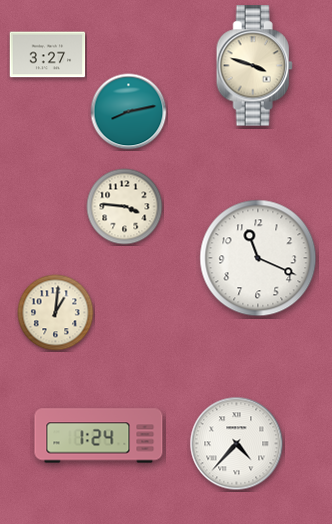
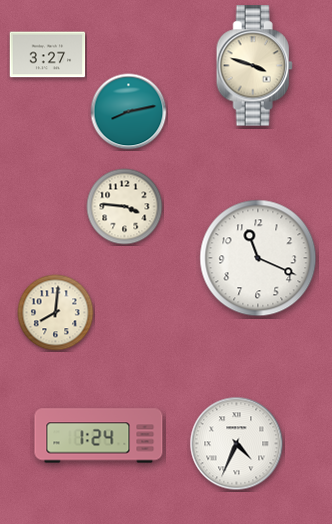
clock at (56, 313): 1:01 -> 8:01
clock at (237, 444): 4:37 -> 4:34
